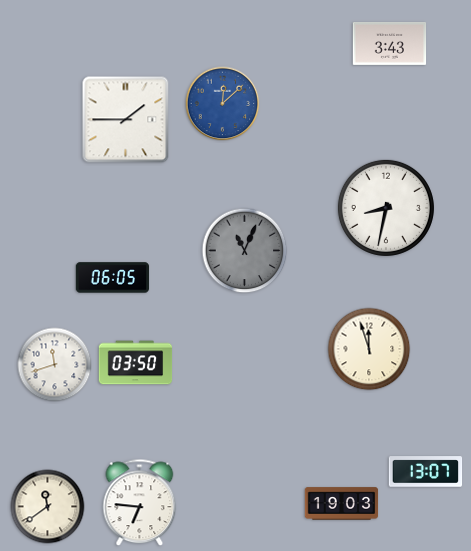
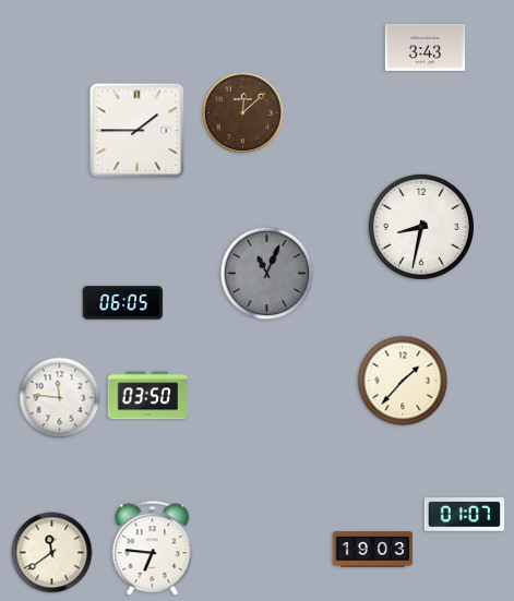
clock at (223, 104) dial: blue -> brown
clock at (369, 349): 11:57 -> 1:37
clock at (55, 365): 11:42 -> 11:46
clock at (426, 472): 13:07 -> 01:07
